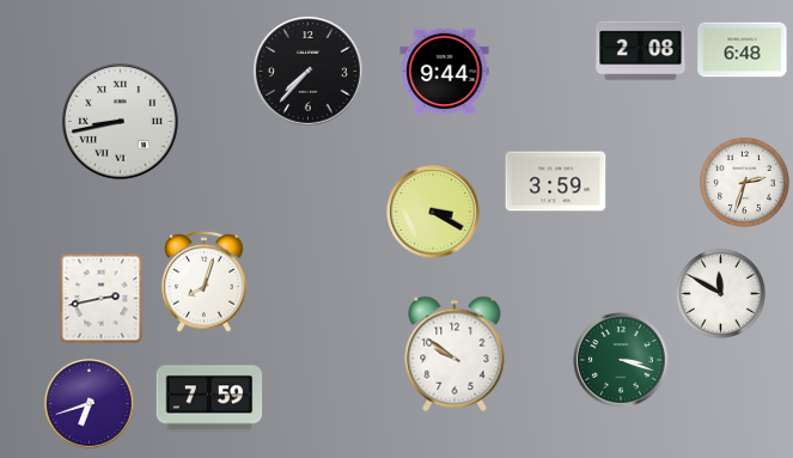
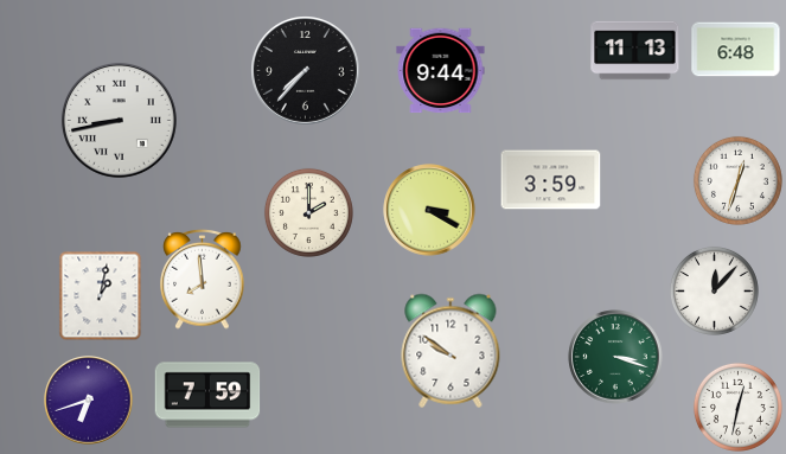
clock at (641, 51): 2:08 -> 11:13
clock at (744, 182): 2:33 -> 12:33
clock at (308, 212): none -> 2:00
clock at (205, 282): 8:03 -> 7:59
clock at (720, 293): 11:50 -> 12:07
clock at (102, 299): 2:43 -> 1:02
clock at (737, 407): none -> 12:32
